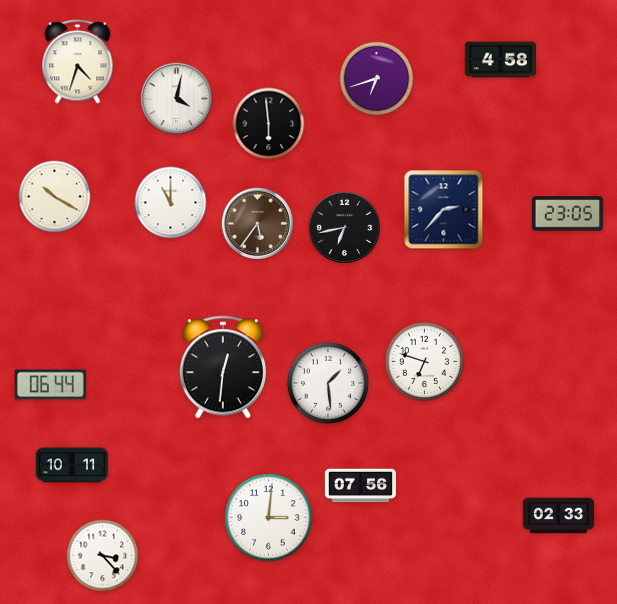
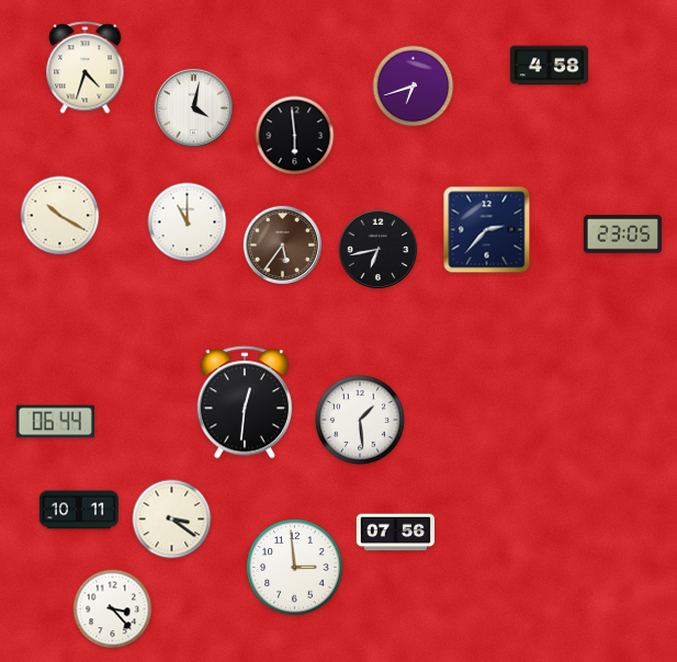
clock at (424, 361): 6:48 -> none
clock at (172, 520): none -> 3:21
clock at (558, 516): 02:33 -> none
clock at (269, 518): 3:01 -> 2:59
